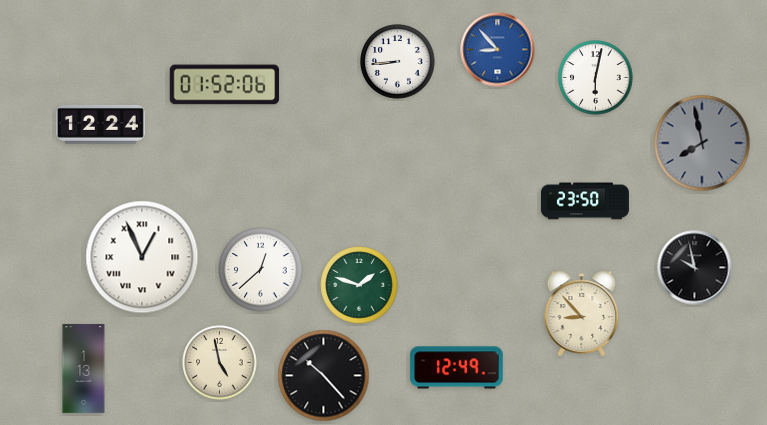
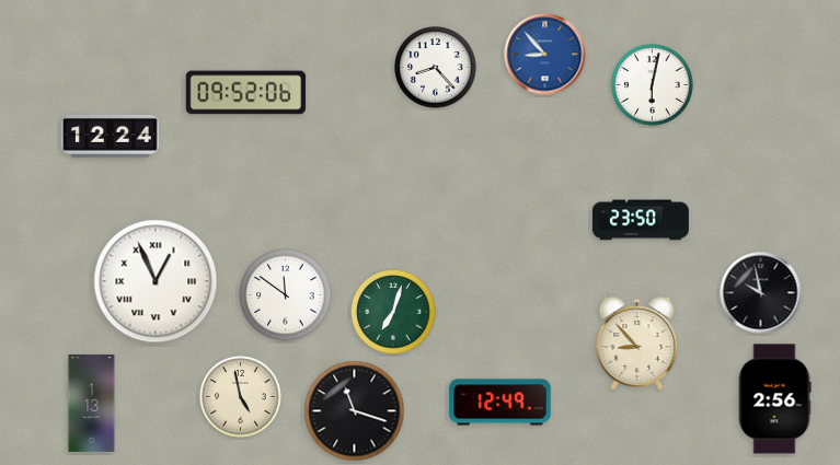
clock at (398, 62): 8:44 -> 8:23
clock at (225, 85): 01:52 -> 09:52
clock at (702, 143): 7:58 -> none
clock at (261, 270): 12:38 -> 11:51
clock at (359, 285): 1:48 -> 7:03
clock at (774, 399): none -> 2:56
clock at (324, 376): 10:23 -> 11:18
